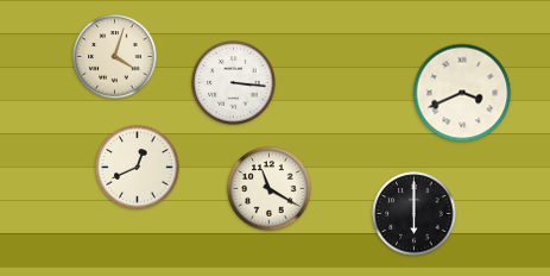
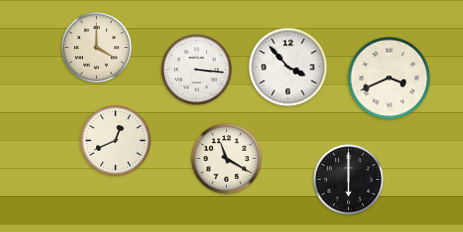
clock at (115, 57): 4:03 -> 4:00
clock at (288, 67): none -> 3:53
